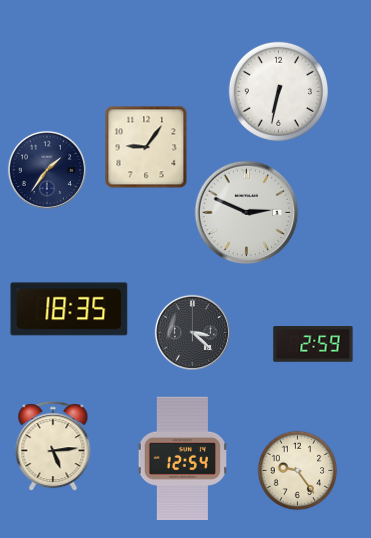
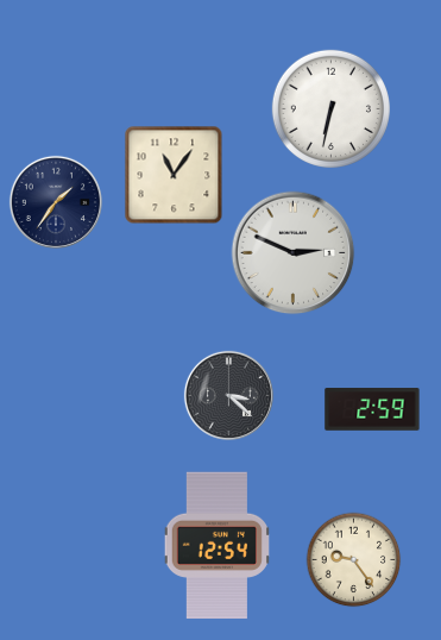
clock at (146, 147): 9:06 -> 11:06
clock at (69, 309): 18:35 -> none
clock at (53, 447): 5:14 -> none
